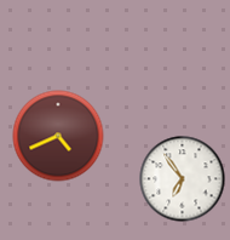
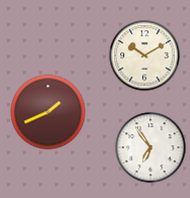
clock at (145, 56): none -> 10:10
clock at (58, 136): 4:41 -> 1:41
